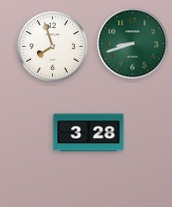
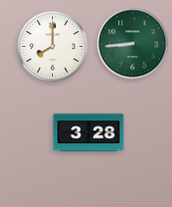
clock at (133, 44): 8:42 -> 8:44
clock at (53, 47): 7:57 -> 8:00
